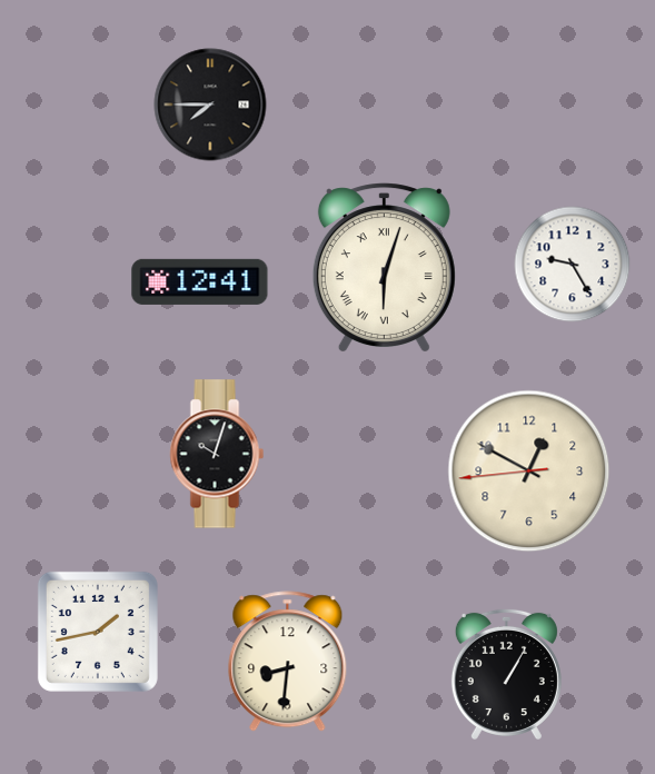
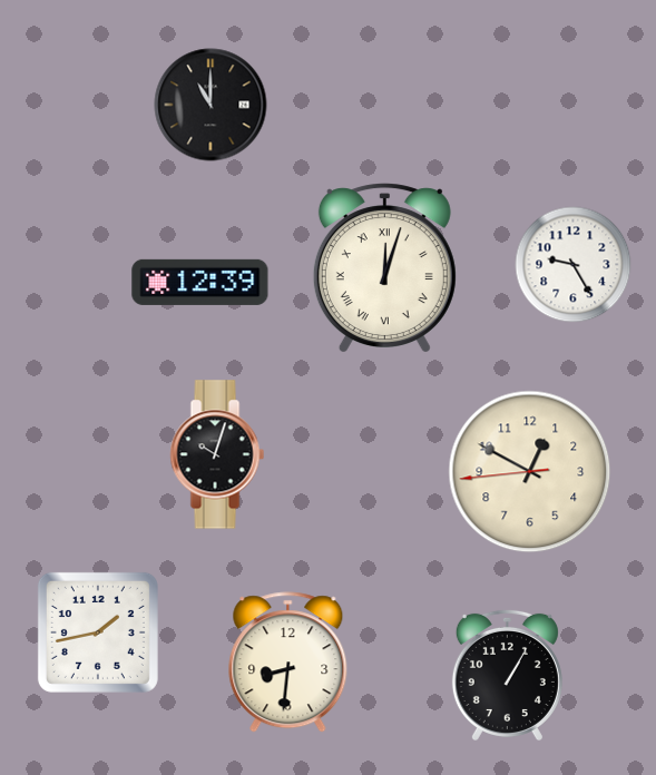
clock at (210, 105): 7:45 -> 11:00
clock at (384, 267): 6:03 -> 12:03
clock at (200, 281): 12:41 -> 12:39
